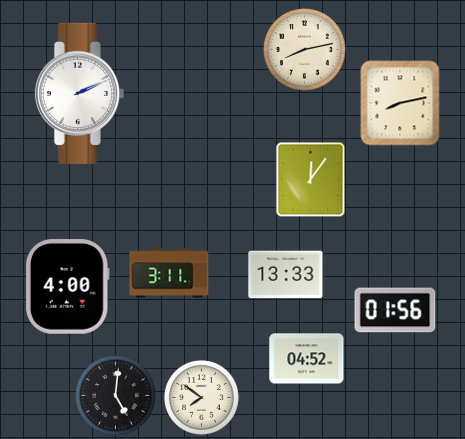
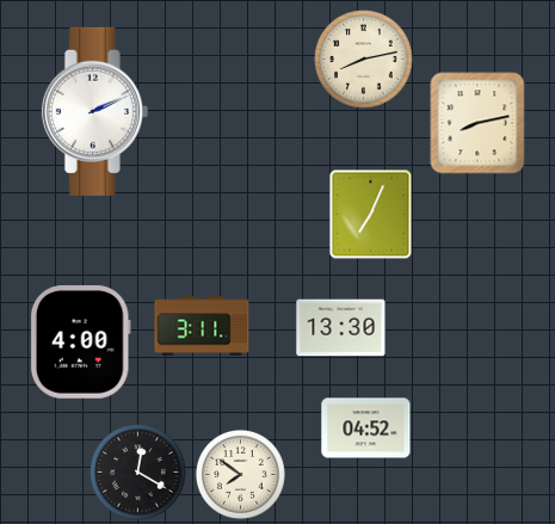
clock at (311, 180): 12:06 -> 7:04
clock at (286, 275): 13:33 -> 13:30
clock at (395, 310): 01:56 -> none
clock at (116, 396): 5:01 -> 12:20
